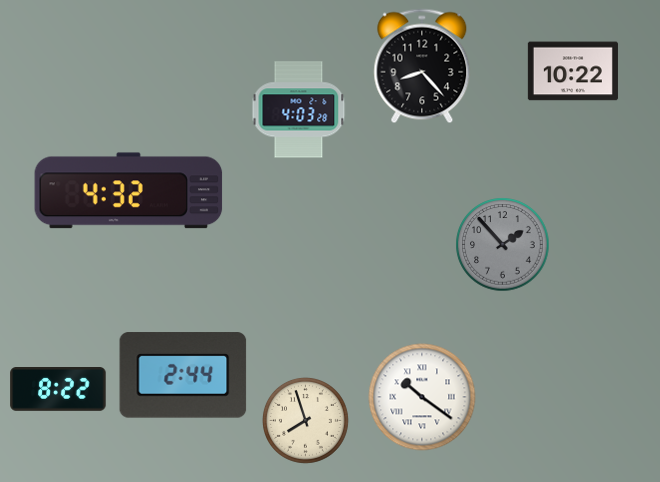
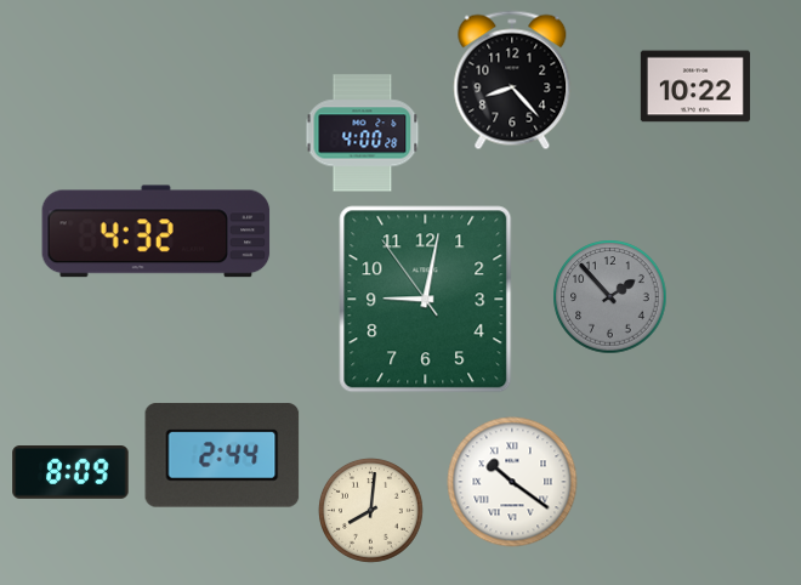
clock at (299, 110): 4:03 -> 4:00
clock at (426, 300): none -> 9:01
clock at (58, 390): 8:22 -> 8:09
clock at (305, 420): 7:57 -> 8:01
